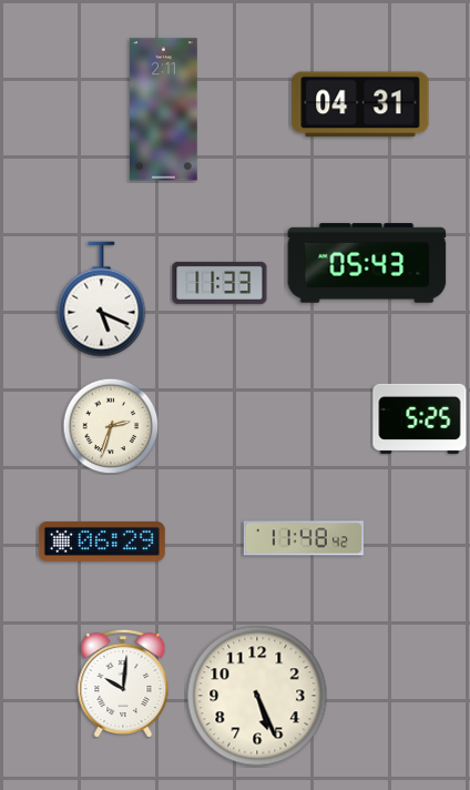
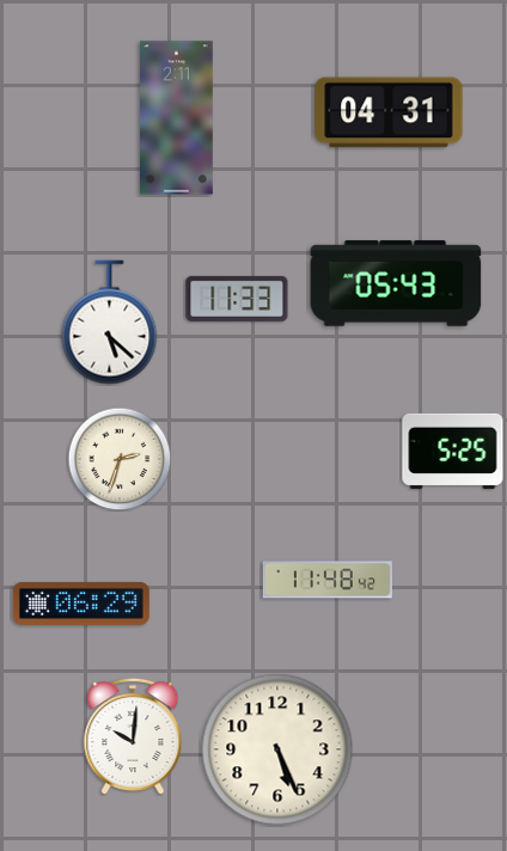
clock at (219, 283) position: (219, 283) -> (237, 299)
clock at (102, 300): 5:19 -> 5:22
clock at (102, 541) position: (102, 541) -> (81, 604)
